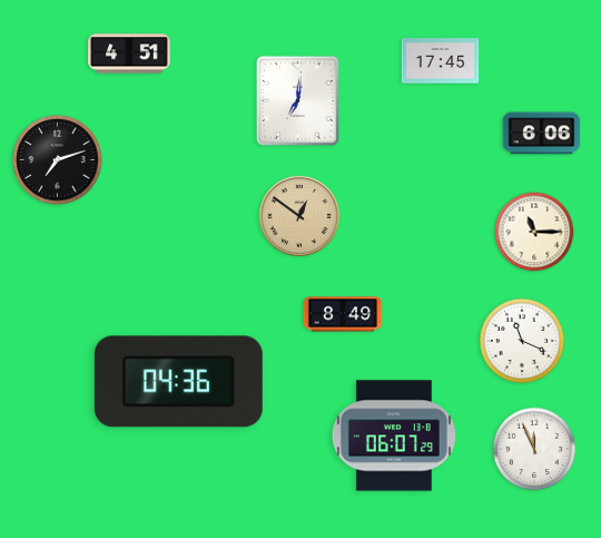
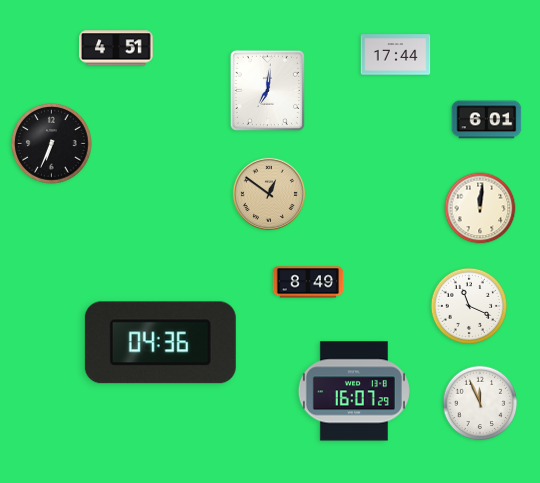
clock at (441, 61): 17:45 -> 17:44
clock at (542, 134): 6:06 -> 6:01
clock at (58, 160): 7:12 -> 6:34
clock at (534, 232): 11:15 -> 12:01
clock at (394, 436): 06:07 -> 16:07
